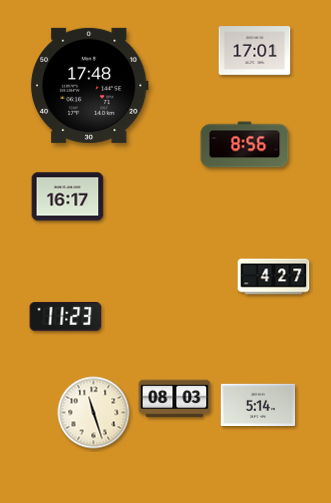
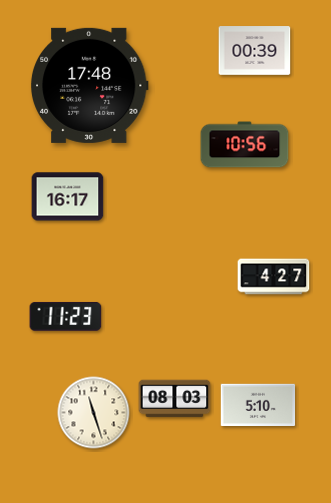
clock at (255, 51): 17:01 -> 00:39
clock at (245, 145): 8:56 -> 10:56
clock at (258, 404): 5:14 -> 5:10
